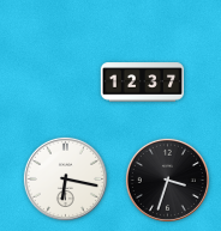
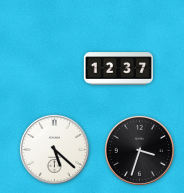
clock at (65, 178): 6:17 -> 5:22
